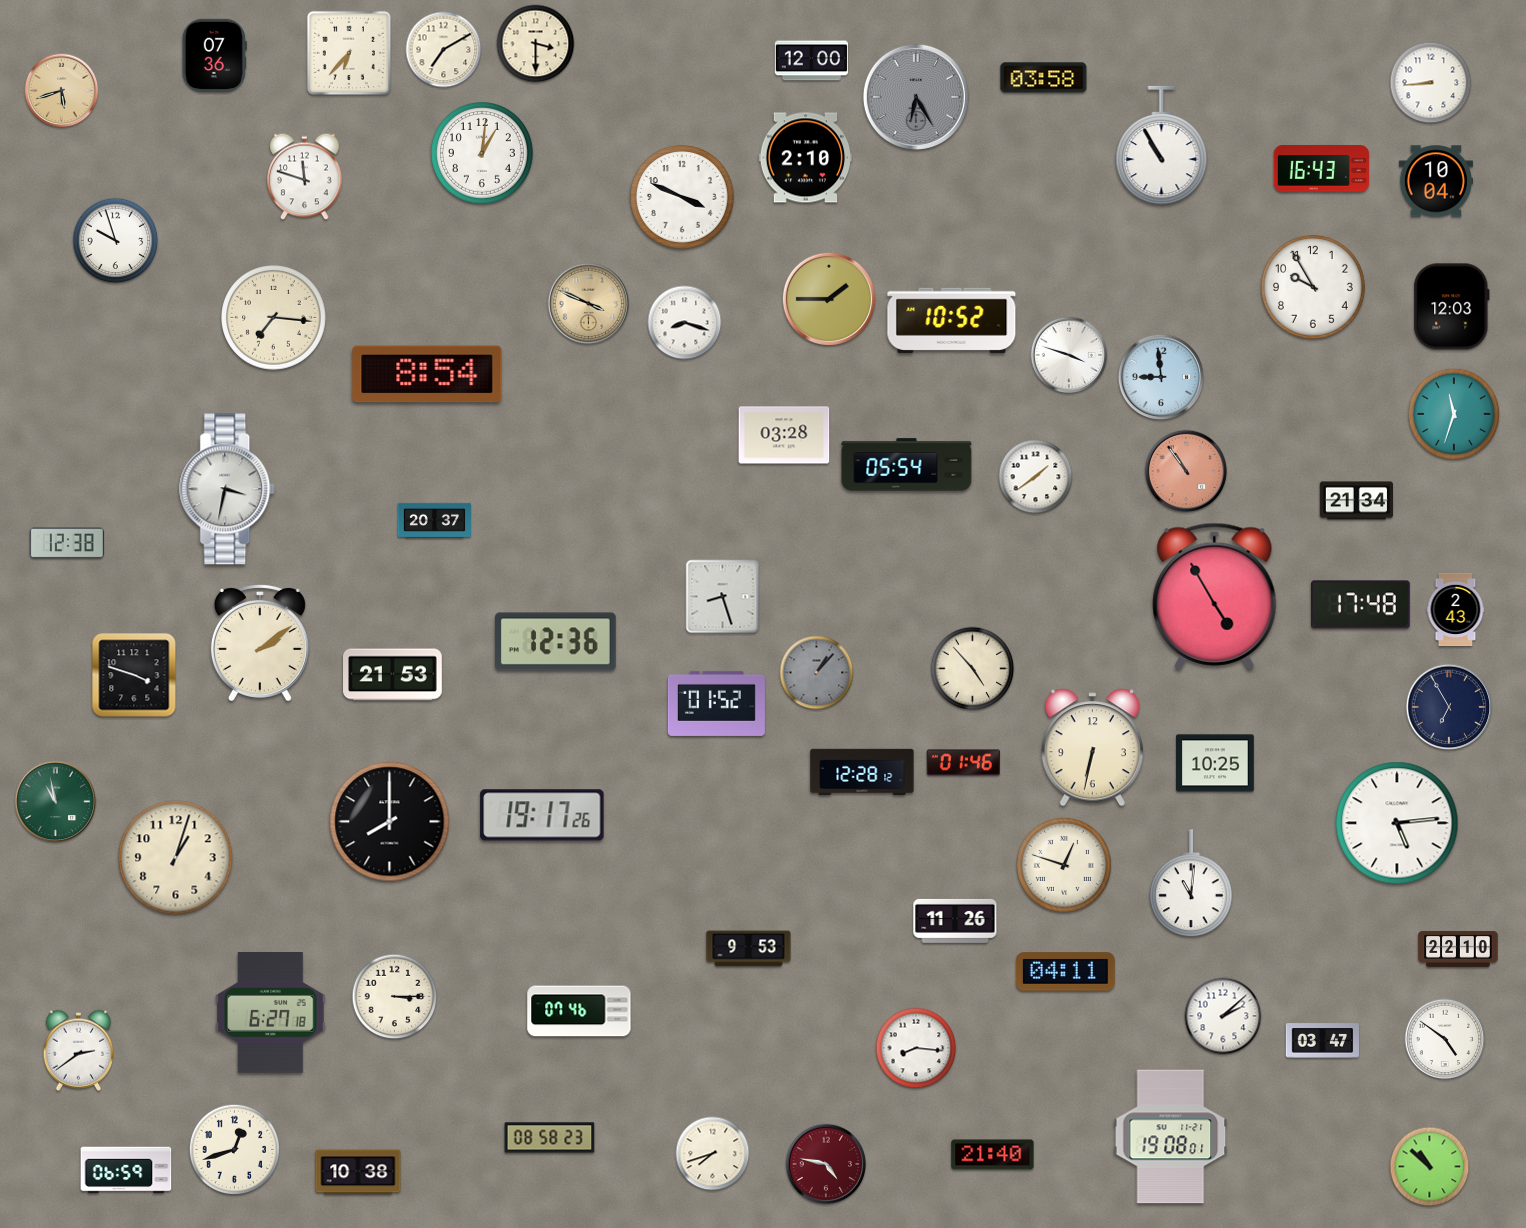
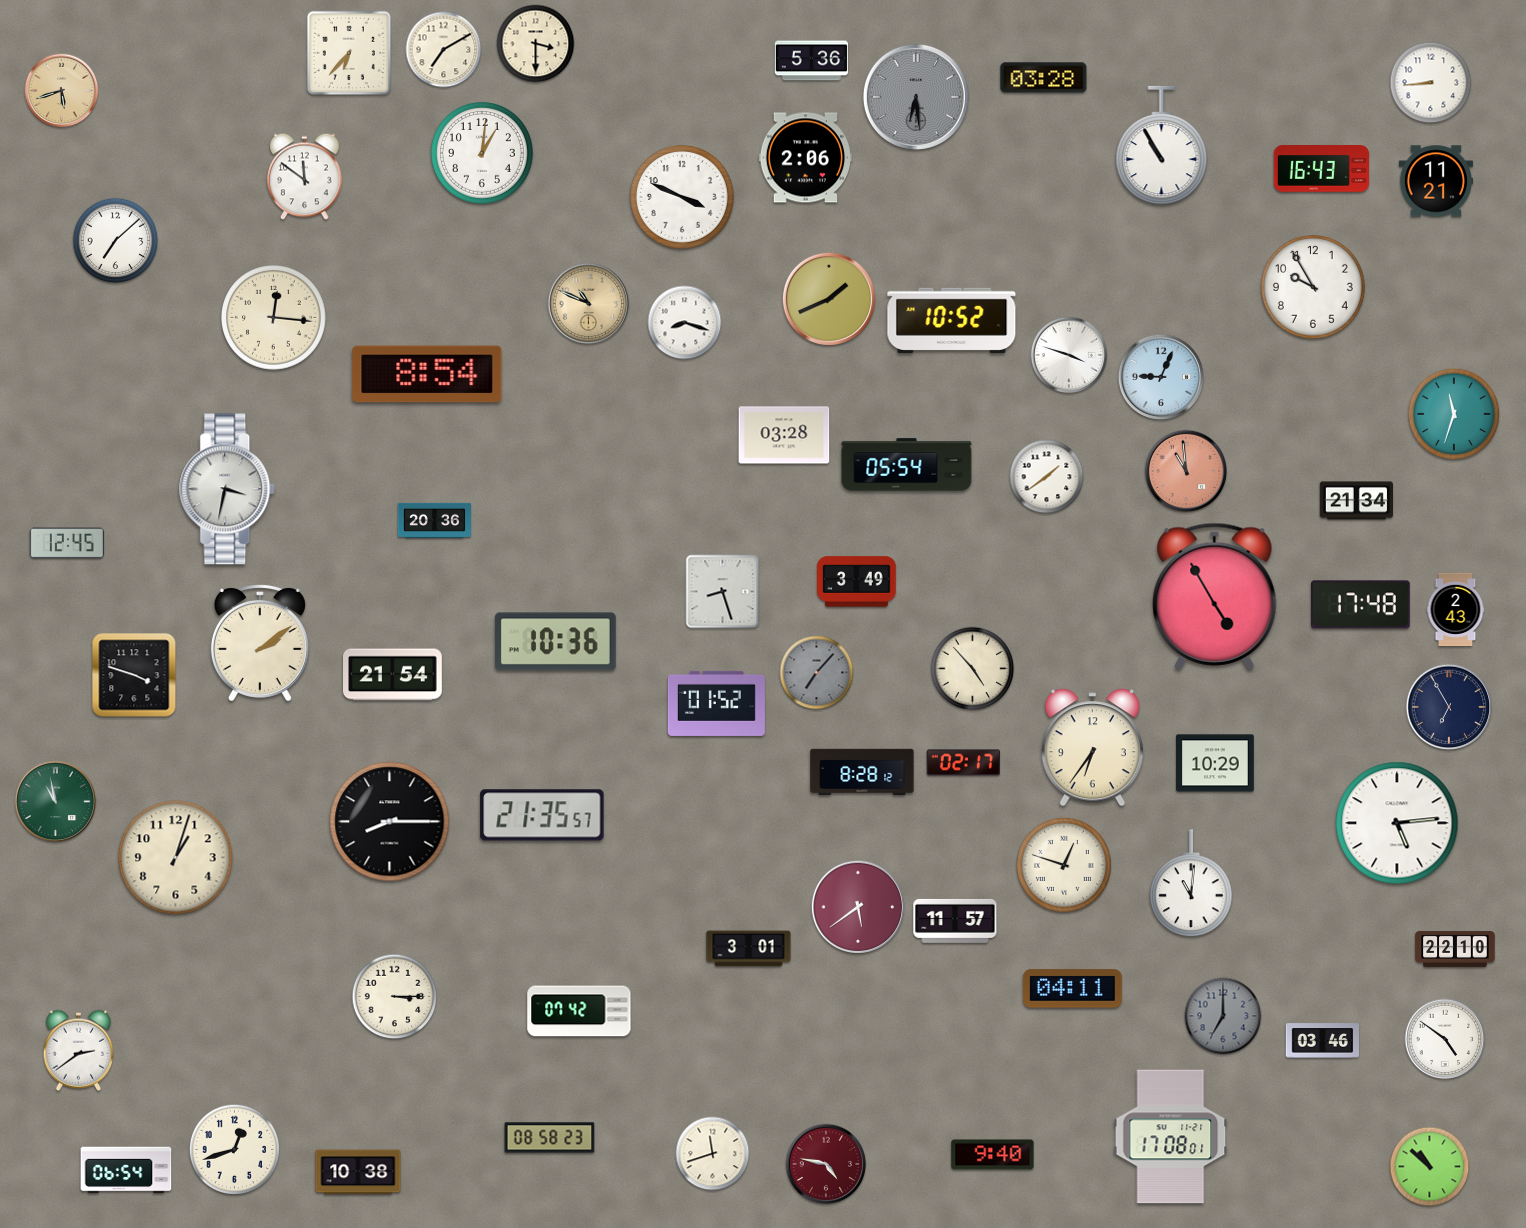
clock at (214, 55): 07:36 -> none
clock at (811, 61): 12:00 -> 5:36
clock at (1044, 78): 03:58 -> 03:28
clock at (916, 97): 6:25 -> 6:29
clock at (806, 158): 2:10 -> 2:06
clock at (305, 177): 11:48 -> 11:51
clock at (1436, 181): 10:04 -> 11:21
clock at (116, 241): 9:57 -> 7:08
clock at (828, 298): 1:45 -> 1:41
clock at (589, 304): 3:49 -> 10:49
clock at (1452, 307): 12:03 -> none
clock at (274, 318): 7:16 -> 12:16
clock at (1161, 377): 8:59 -> 9:04
clock at (1186, 471): 10:54 -> 10:59
clock at (1036, 477) position: (1036, 477) -> (1047, 477)
clock at (435, 520): 20:37 -> 20:36
clock at (67, 543): 12:38 -> 12:45
clock at (857, 582): none -> 3:49
clock at (723, 597) position: (723, 597) -> (723, 592)
clock at (555, 642): 12:36 -> 10:36
clock at (817, 673): 1:07 -> 7:07
clock at (393, 675): 21:53 -> 21:54
clock at (1092, 748): 6:32 -> 6:36
clock at (963, 763): 01:46 -> 02:17
clock at (1215, 763): 10:25 -> 10:29
clock at (862, 771): 12:28 -> 8:28
clock at (542, 815): 19:17 -> 21:35
clock at (390, 822): 8:00 -> 8:15
clock at (857, 906): none -> 5:39
clock at (955, 921): 11:26 -> 11:57
clock at (749, 949): 9:53 -> 3:01
clock at (1458, 949) position: (1458, 949) -> (1455, 949)
clock at (1065, 972) position: (1065, 972) -> (1072, 989)
clock at (579, 1011): 07:46 -> 07:42
clock at (271, 1013): 6:27 -> none
clock at (1223, 1016): 2:08 -> 7:00
clock at (1223, 1016) dial: white -> grey
clock at (1322, 1041): 03:47 -> 03:46
clock at (916, 1048): 8:16 -> none
clock at (1171, 1137): 19:08 -> 17:08
clock at (713, 1154): 7:42 -> 11:42
clock at (993, 1155): 21:40 -> 9:40
clock at (126, 1170): 06:59 -> 06:54
